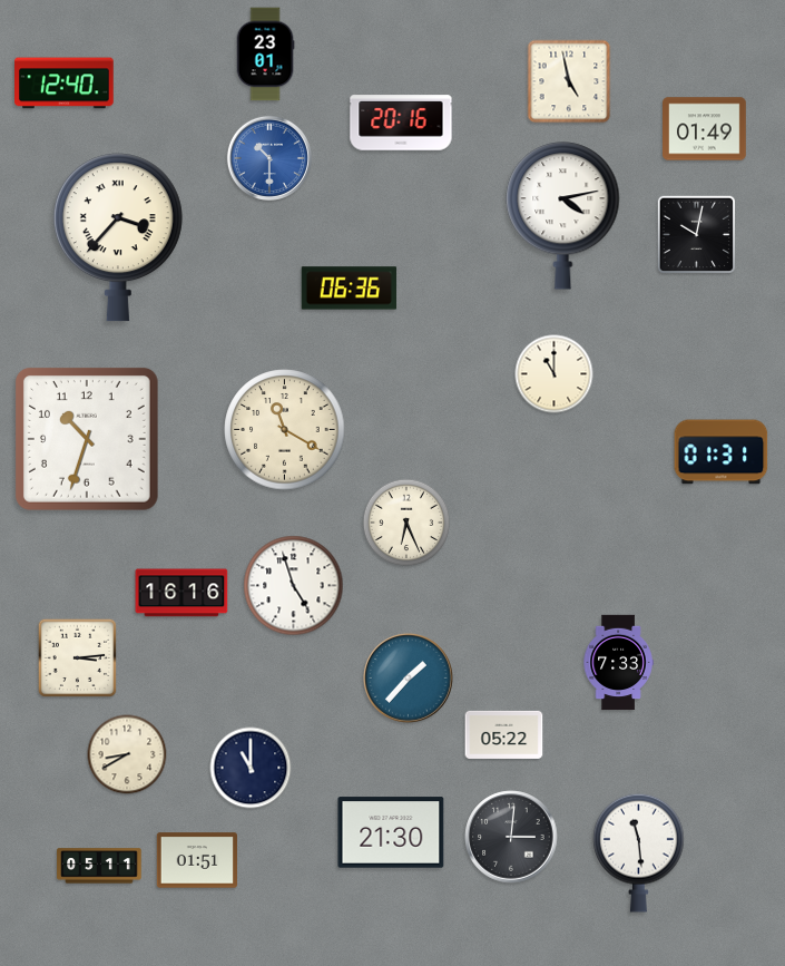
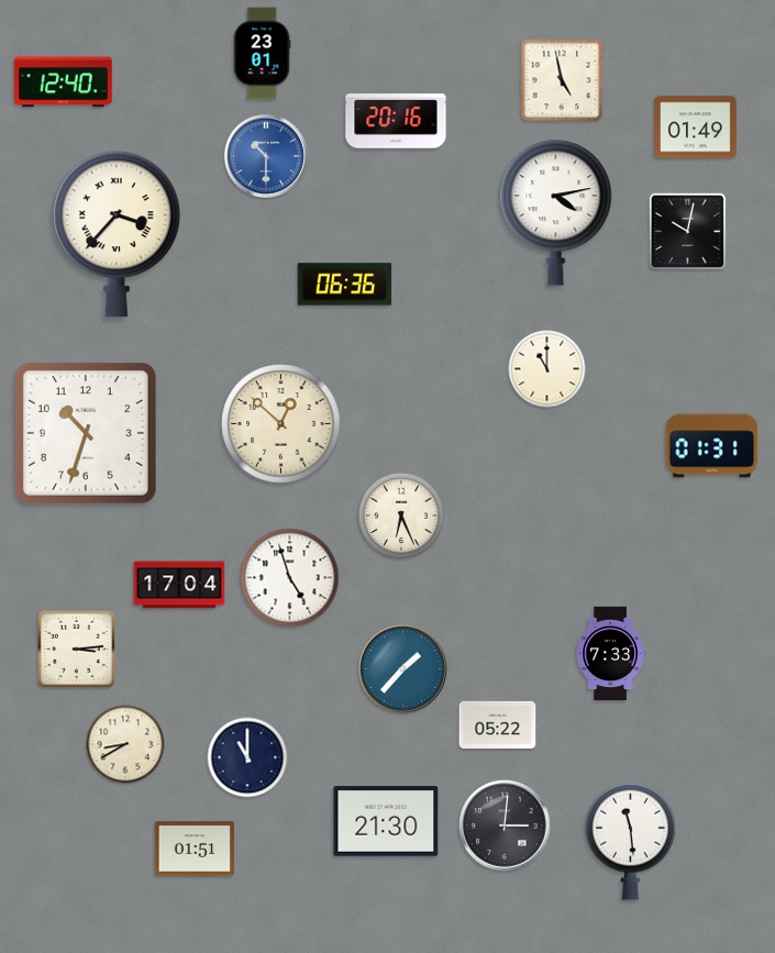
clock at (285, 430): 11:20 -> 12:52
clock at (181, 593): 16:16 -> 17:04
clock at (99, 866): 05:11 -> none
